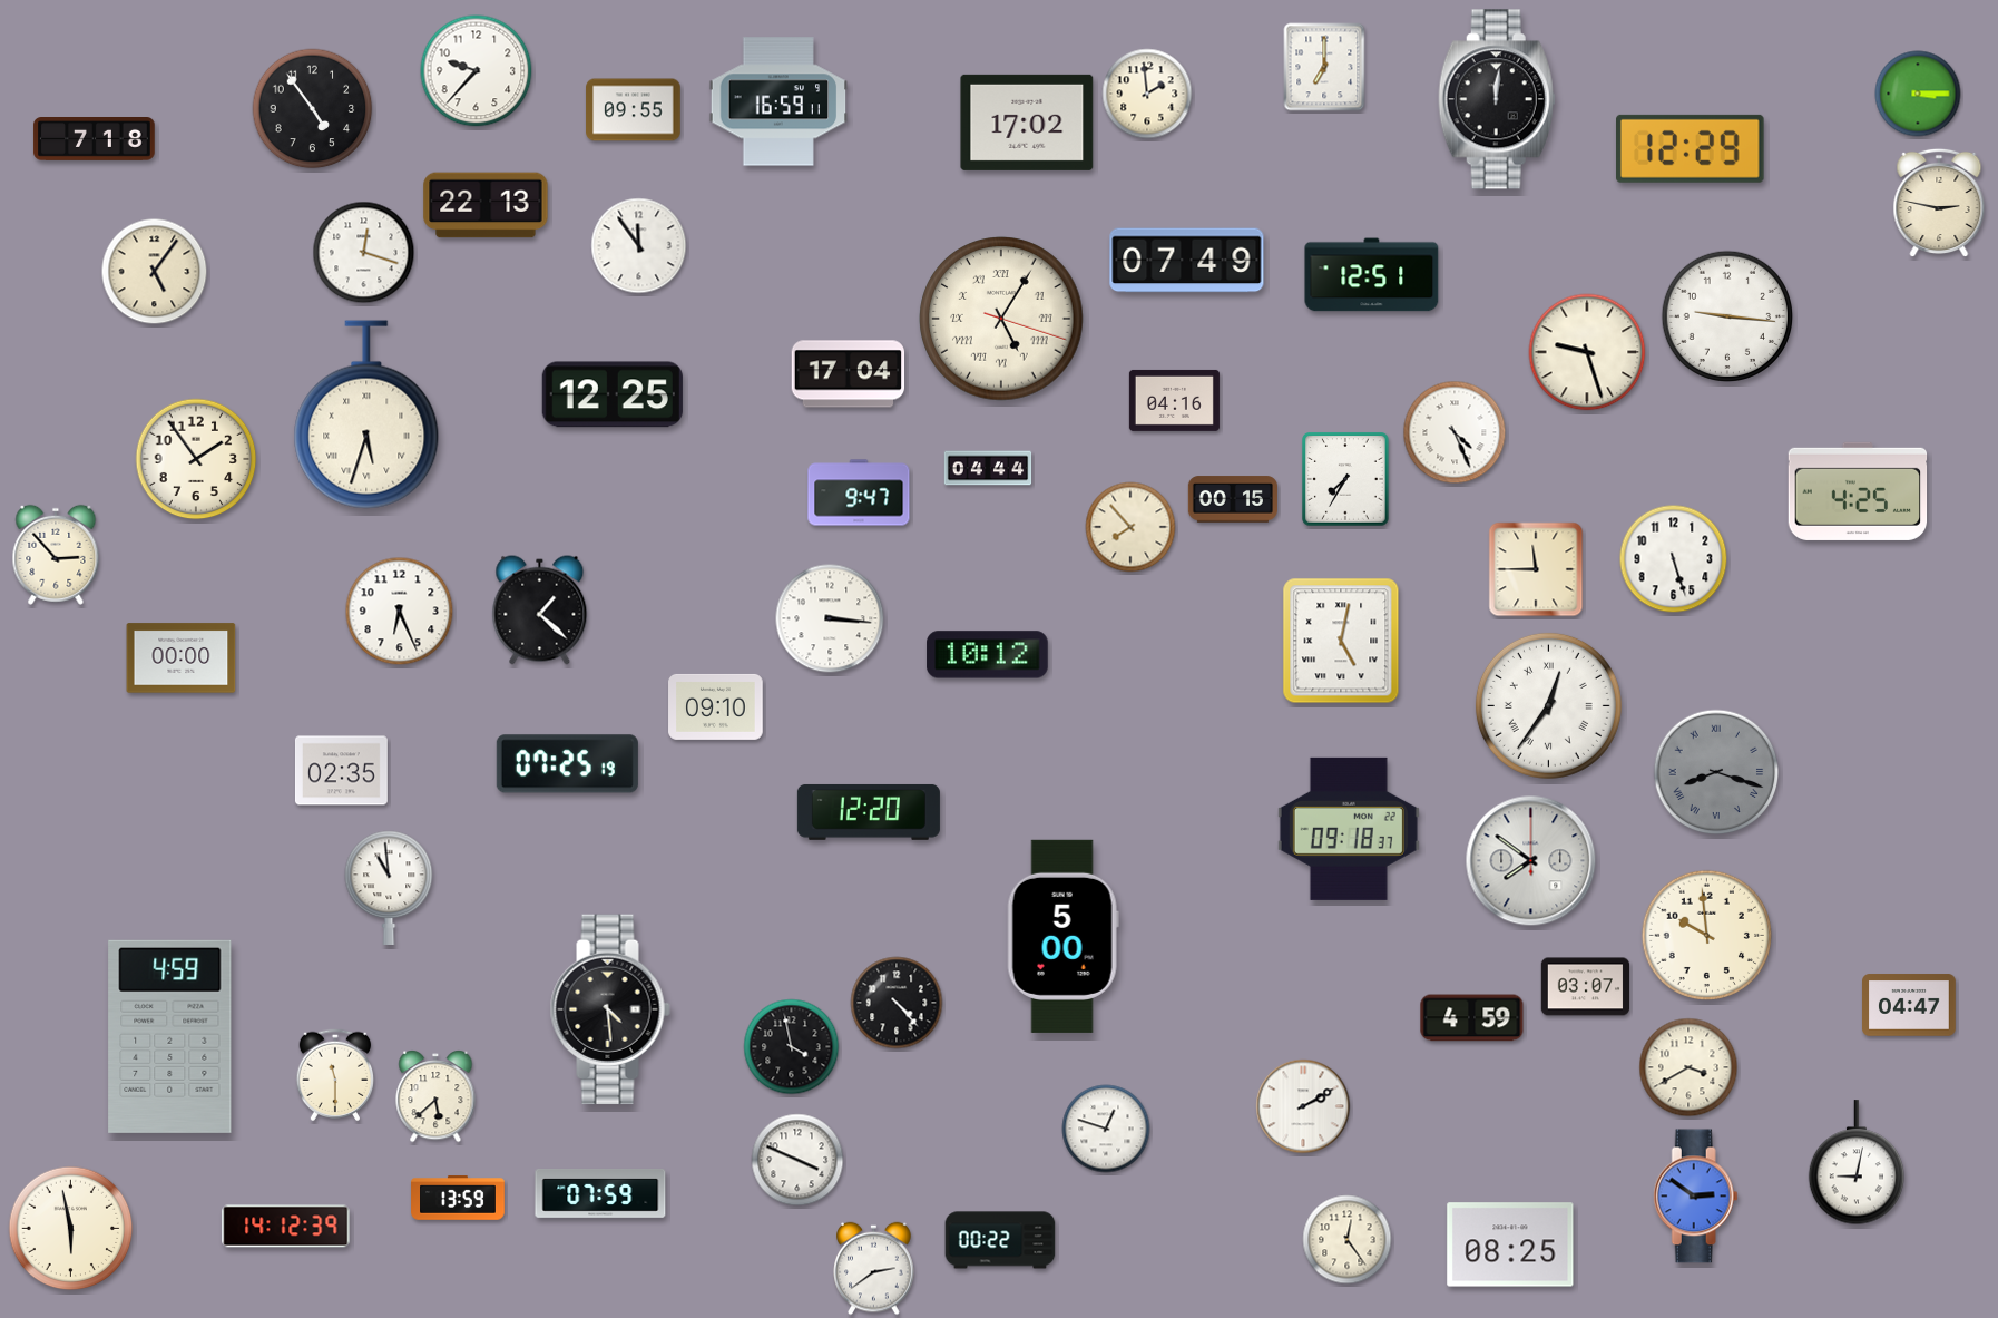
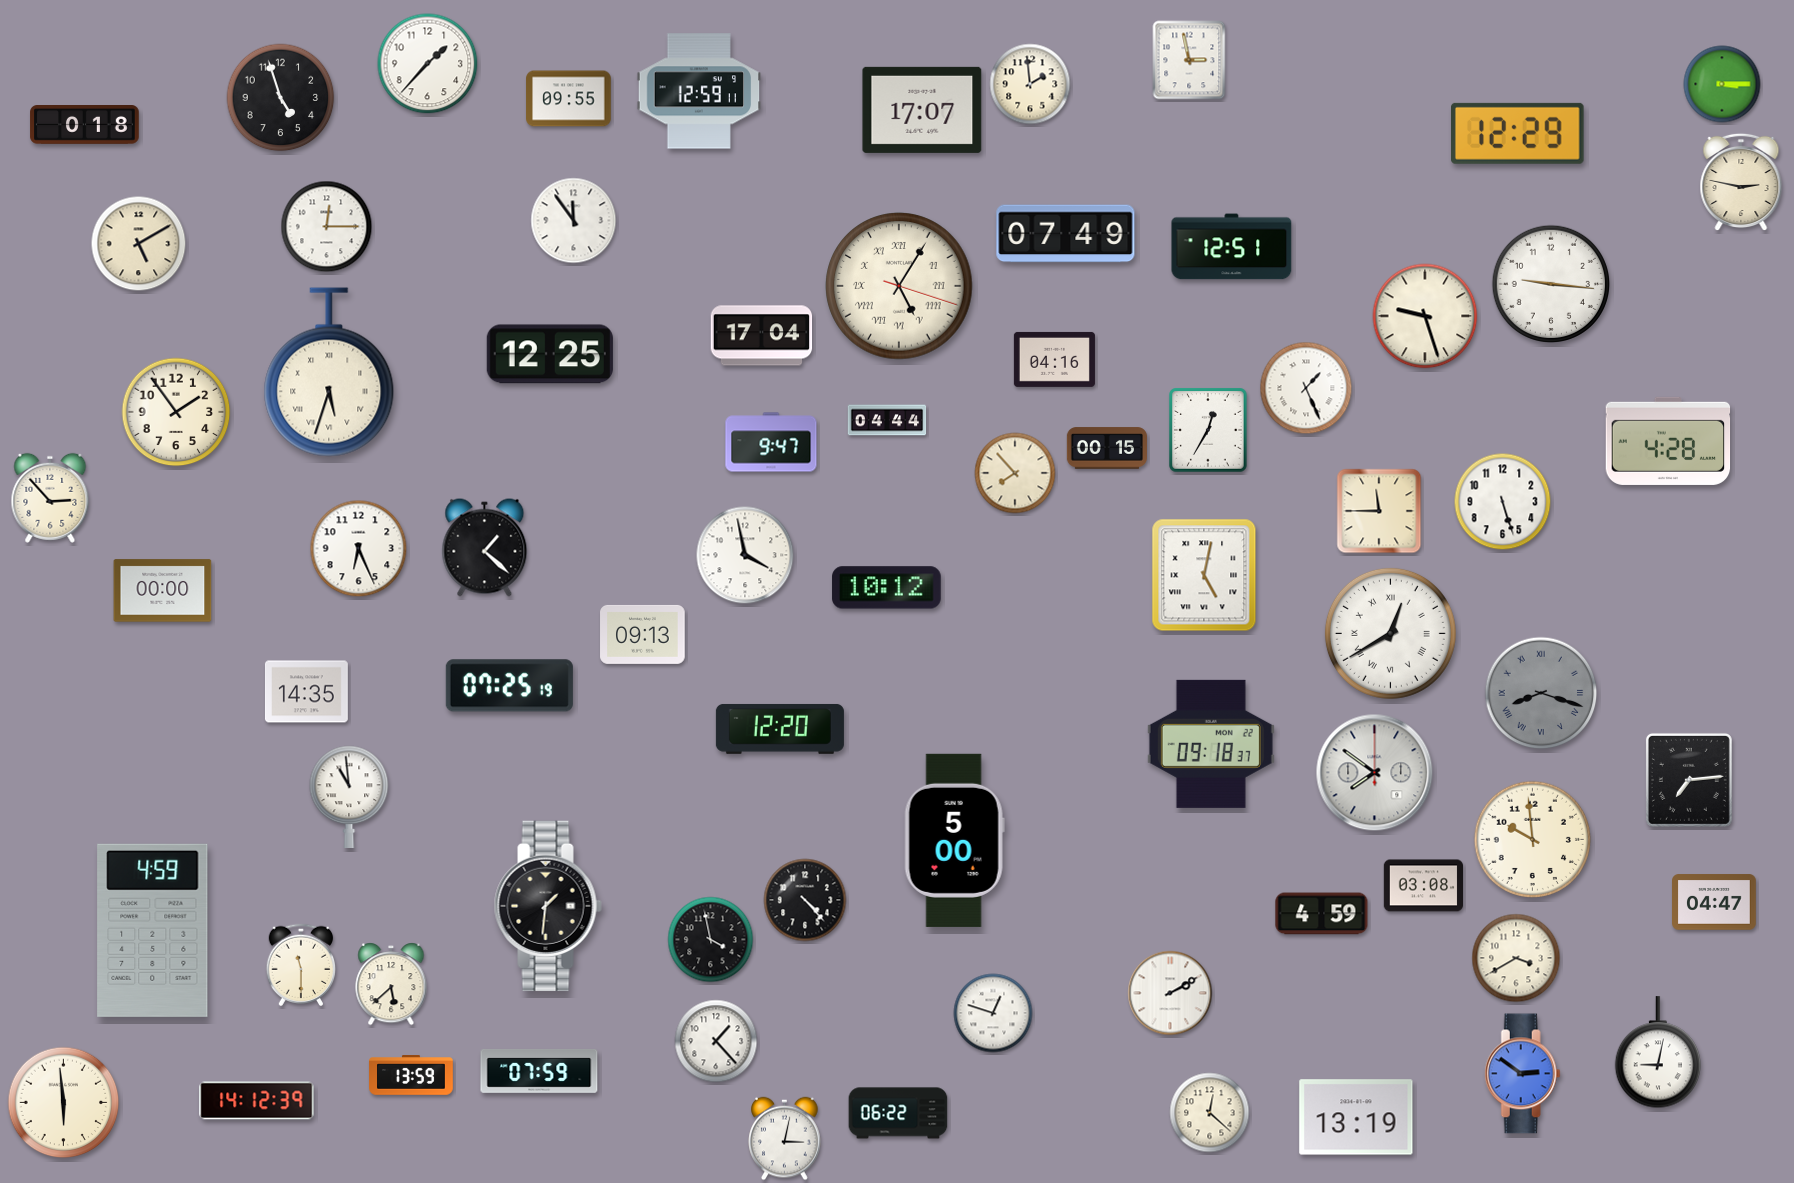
clock at (1324, 67): 7:00 -> 2:58
clock at (477, 71): 9:37 -> 1:37
clock at (1497, 99): 12:01 -> none
clock at (778, 101): 16:59 -> 12:59
clock at (313, 109): 4:54 -> 4:57
clock at (1027, 123): 17:02 -> 17:07
clock at (95, 139): 7:18 -> 0:18
clock at (486, 205): 22:13 -> none
clock at (364, 253): 12:18 -> 12:15
clock at (155, 272): 5:06 -> 5:10
clock at (1455, 432): 4:26 -> 1:26
clock at (1345, 479): 7:35 -> 12:35
clock at (1858, 491): 4:25 -> 4:28
clock at (830, 618): 3:16 -> 3:58
clock at (1548, 705): 12:36 -> 12:40
clock at (716, 706): 09:10 -> 09:13
clock at (341, 771): 02:35 -> 14:35
clock at (1689, 780): none -> 7:14
clock at (1586, 987): 03:07 -> 03:08
clock at (610, 1009): 4:29 -> 1:31
clock at (797, 1160): 3:49 -> 1:23
clock at (1857, 1163) position: (1857, 1163) -> (1658, 1053)
clock at (71, 1229): 5:58 -> 5:59
clock at (1000, 1240): 00:22 -> 06:22
clock at (1348, 1240): 12:24 -> 12:22
clock at (1510, 1244): 08:25 -> 13:19
clock at (874, 1269): 2:39 -> 3:02
